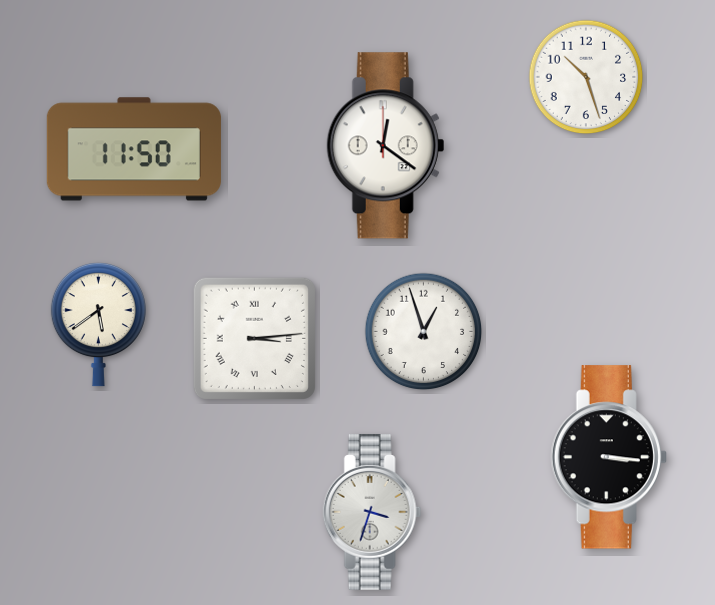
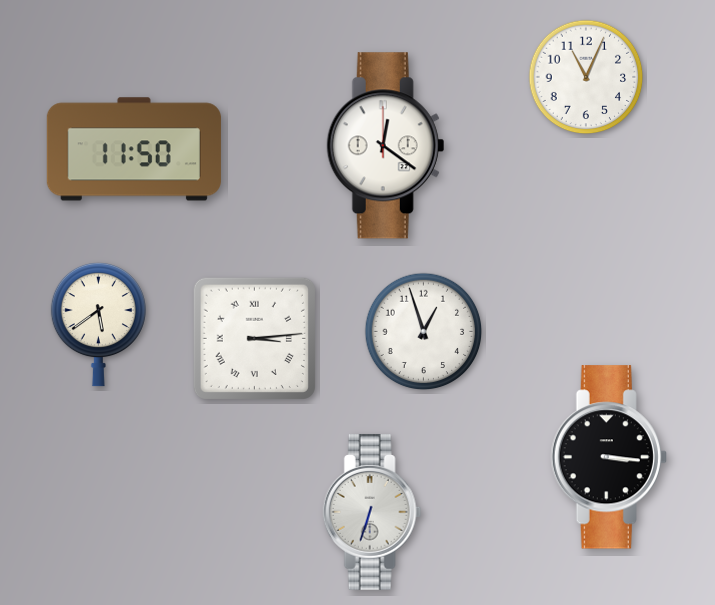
clock at (586, 77): 10:27 -> 11:04
clock at (372, 512): 3:33 -> 6:33
